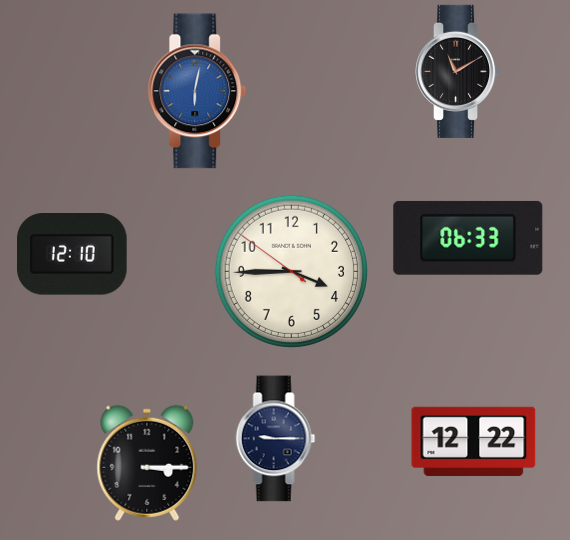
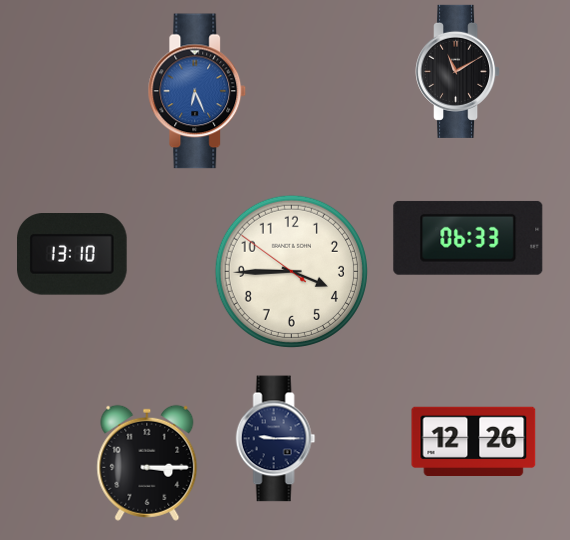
clock at (197, 91): 6:02 -> 6:26
clock at (73, 255): 12:10 -> 13:10
clock at (474, 441): 12:22 -> 12:26
